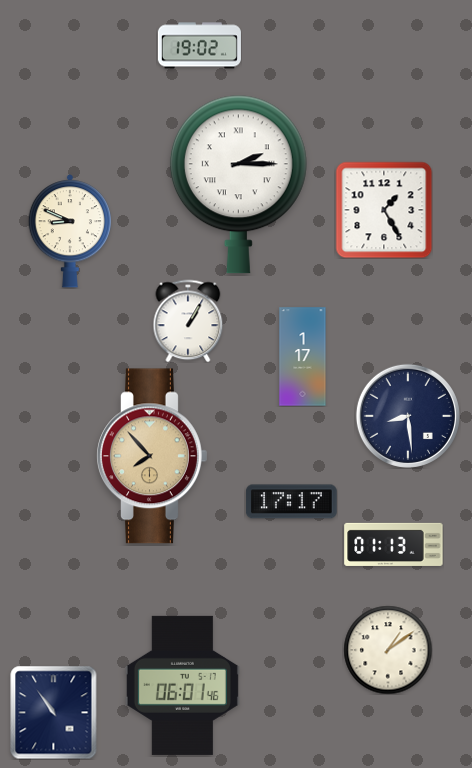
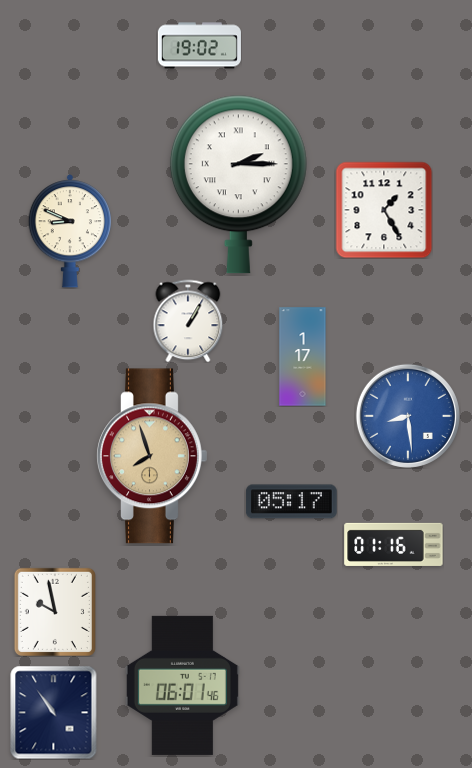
clock at (408, 416) dial: navy -> blue
clock at (152, 456): 7:53 -> 7:57
clock at (292, 502): 17:17 -> 05:17
clock at (394, 544): 01:13 -> 01:16
clock at (55, 612): none -> 9:58
clock at (388, 650): 1:09 -> none
